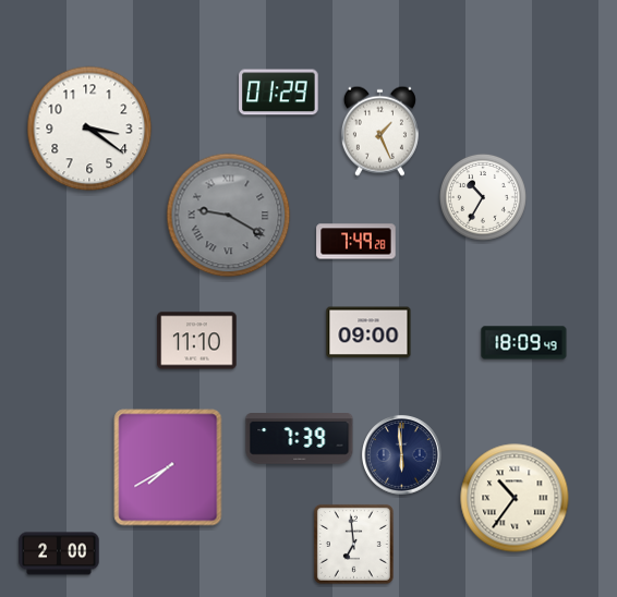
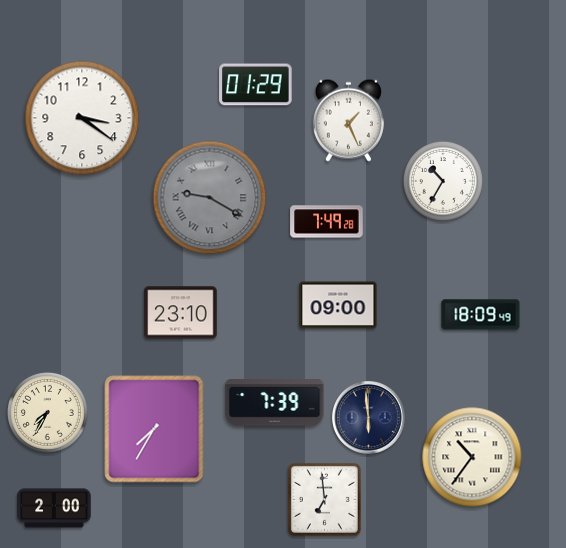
clock at (197, 341): 11:10 -> 23:10
clock at (47, 412): none -> 7:35
clock at (168, 467): 7:40 -> 7:35
